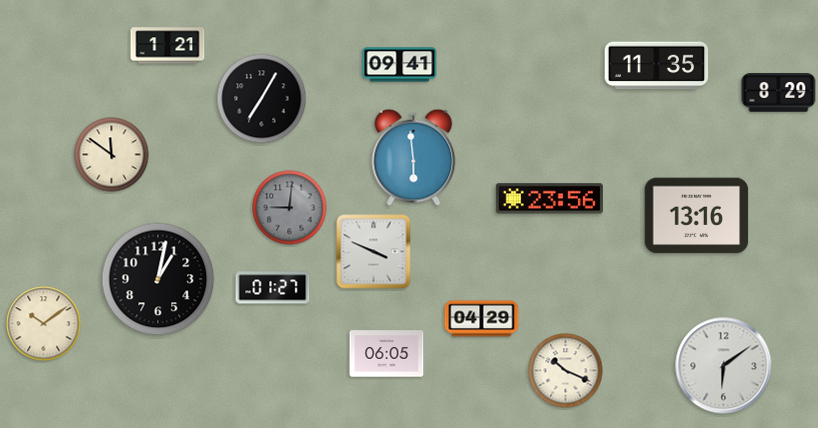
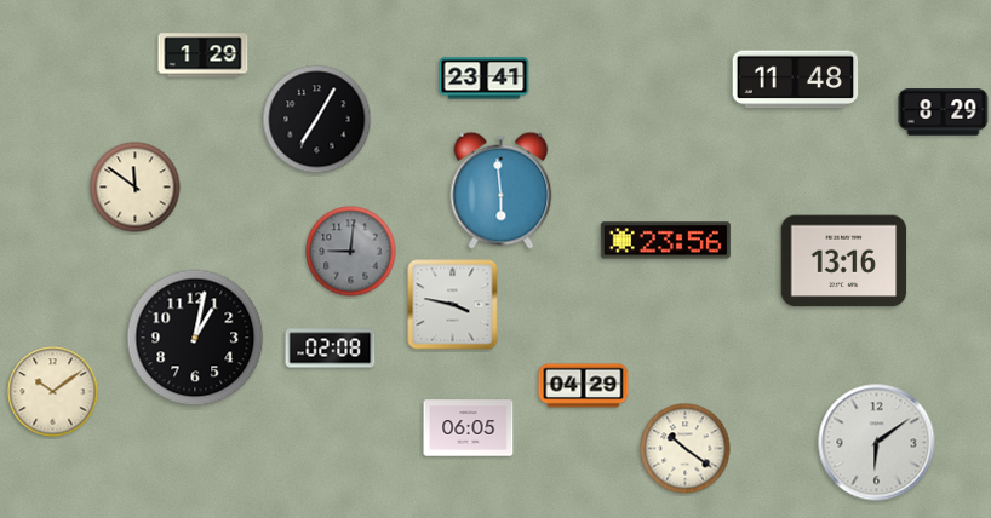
clock at (168, 46): 1:21 -> 1:29
clock at (400, 65): 09:41 -> 23:41
clock at (657, 66): 11:35 -> 11:48
clock at (374, 252): 3:49 -> 3:47
clock at (158, 279) position: (158, 279) -> (195, 338)
clock at (273, 288): 01:27 -> 02:08
clock at (566, 371): 10:19 -> 10:21
